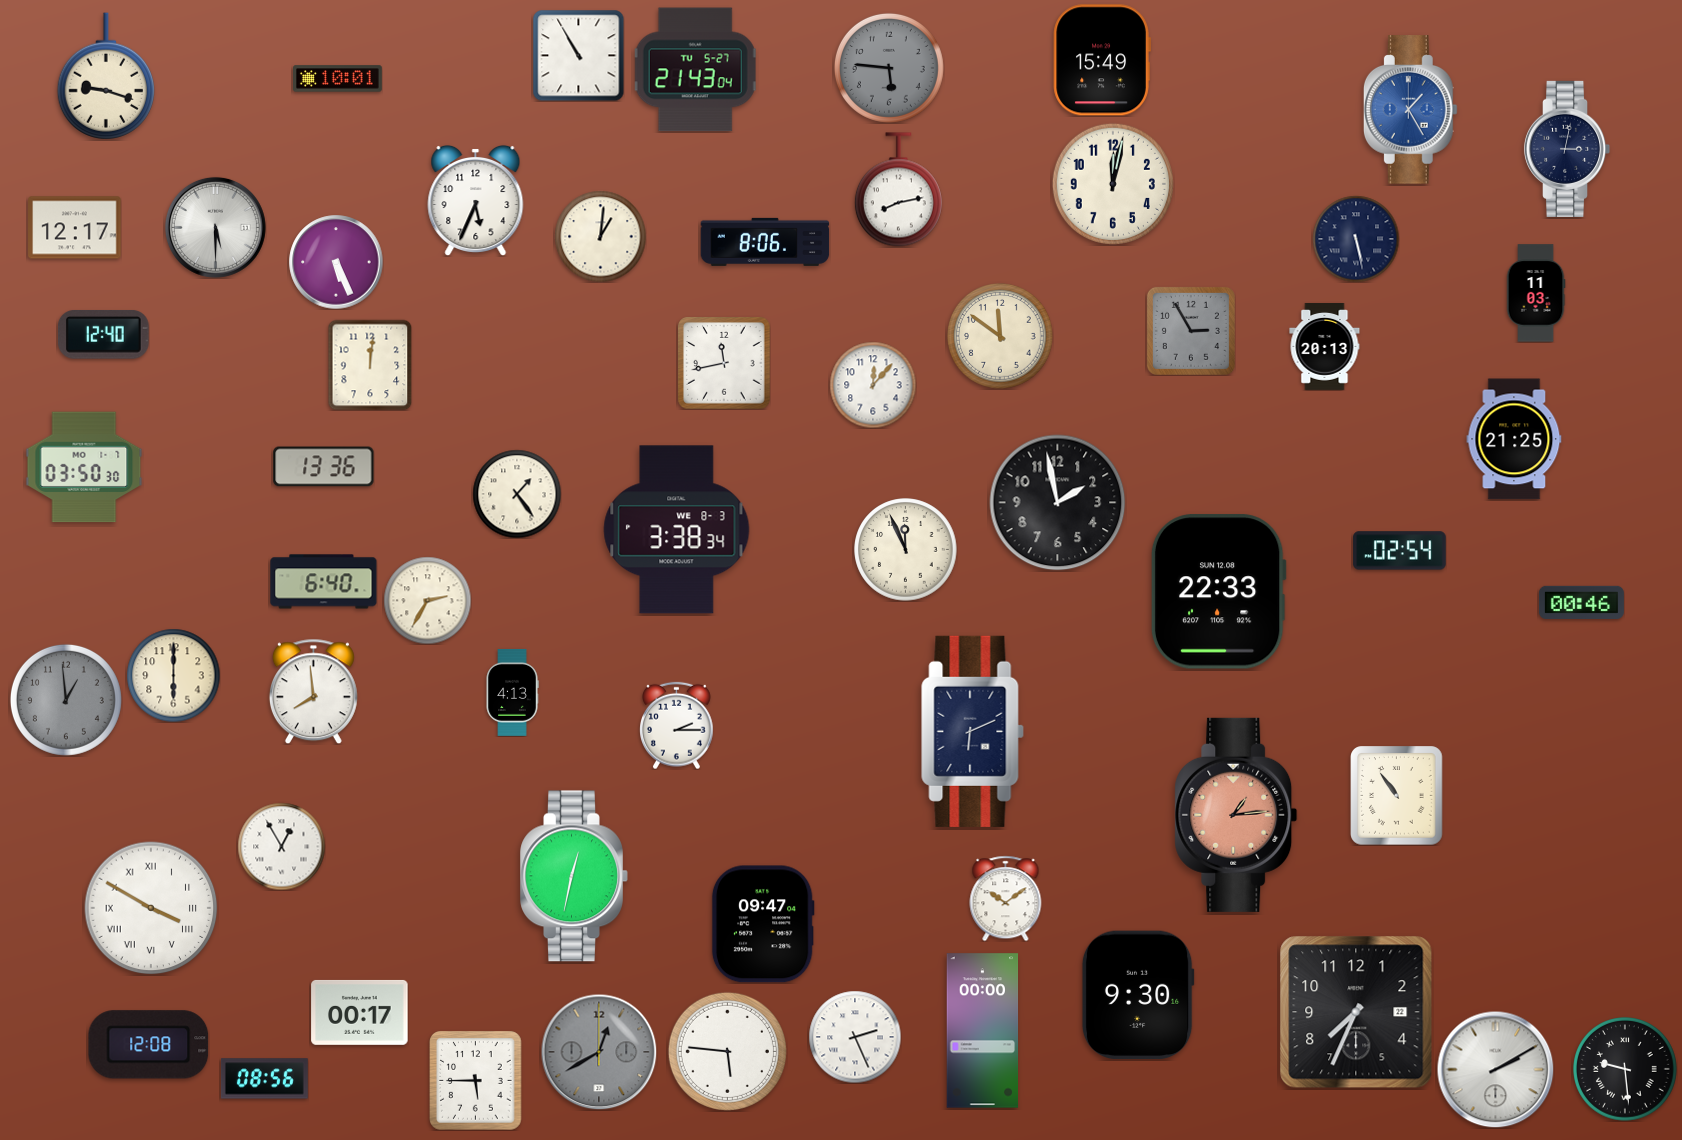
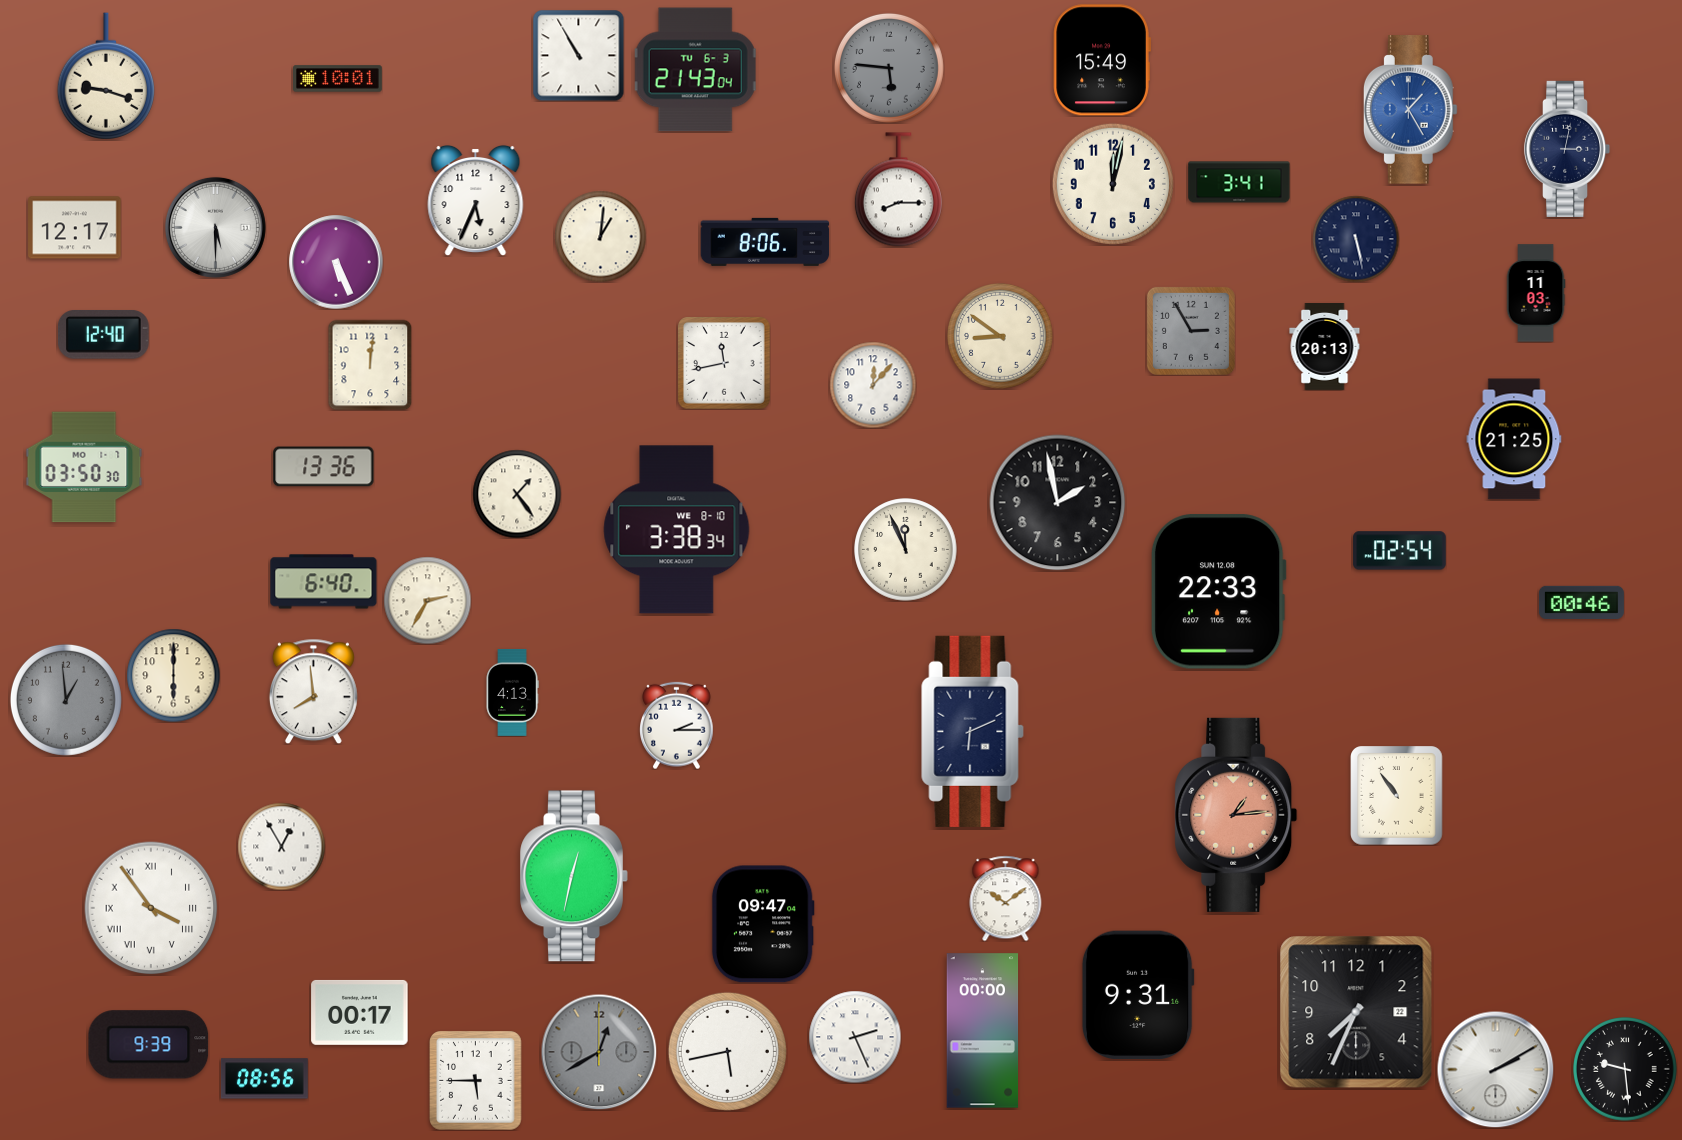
clock at (695, 70) date: TU 5-27 -> TU 6-3
clock at (1239, 182): none -> 3:41
clock at (898, 190): 8:13 -> 8:15
clock at (1001, 337): 11:51 -> 8:51
clock at (677, 530) date: WE 8-3 -> WE 8-10
clock at (151, 908): 3:50 -> 3:54
clock at (1138, 995): 9:30 -> 9:31
clock at (149, 1045): 12:08 -> 9:39
clock at (727, 1051): 5:46 -> 5:43
